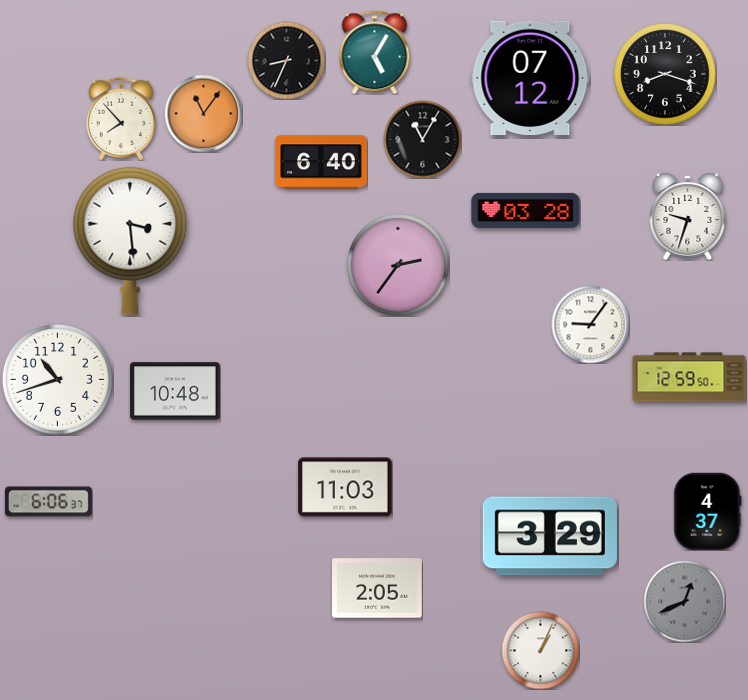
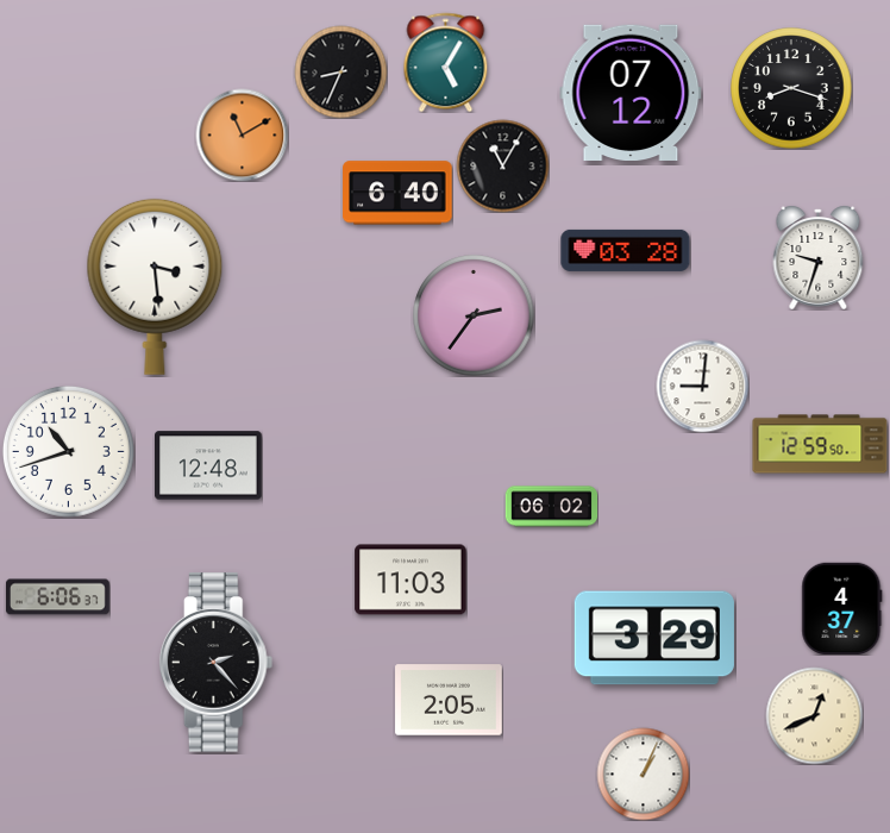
clock at (203, 113): 11:06 -> 11:10
clock at (121, 119): 7:53 -> none
clock at (321, 162) position: (321, 162) -> (397, 193)
clock at (590, 324): 9:06 -> 9:01
clock at (689, 377) position: (689, 377) -> (820, 444)
clock at (176, 391): 10:48 -> 12:48
clock at (551, 507): none -> 06:02
clock at (217, 663): none -> 2:23
clock at (684, 601) dial: grey -> cream
